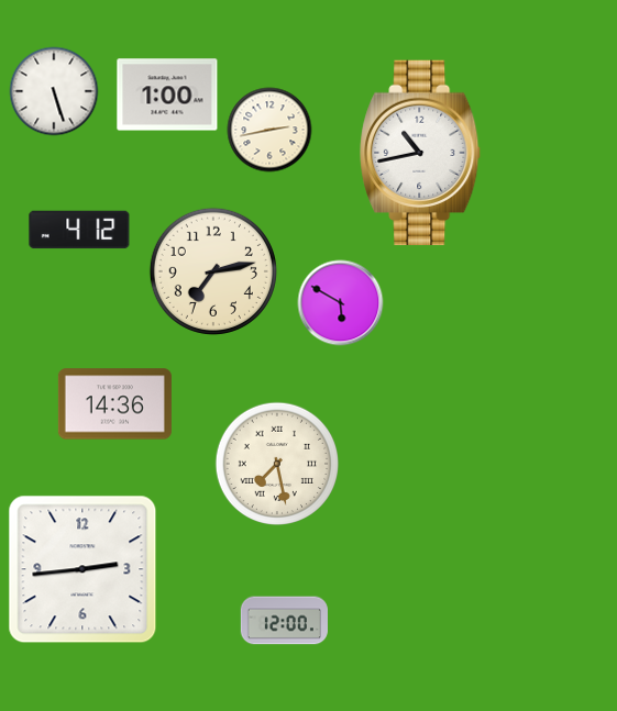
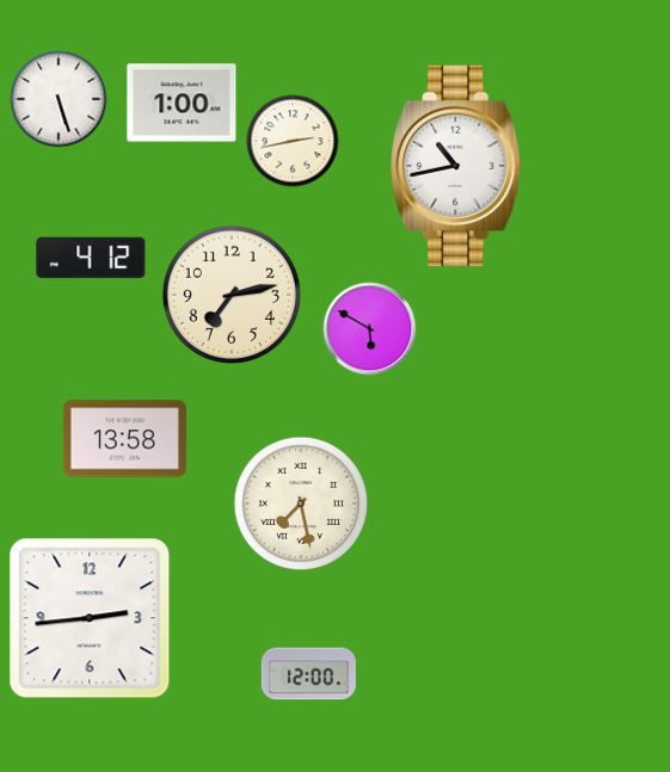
clock at (79, 230) position: (79, 230) -> (91, 258)
clock at (114, 404): 14:36 -> 13:58
